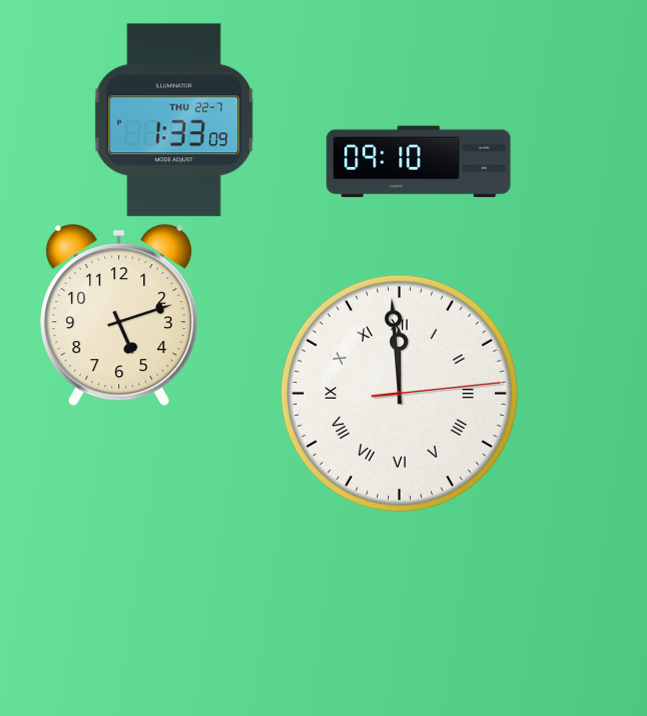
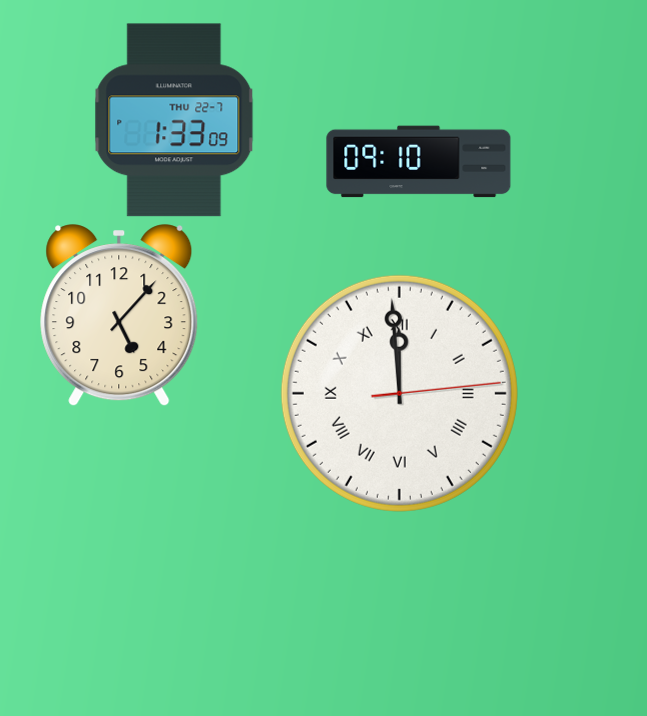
clock at (119, 316): 5:12 -> 5:07
